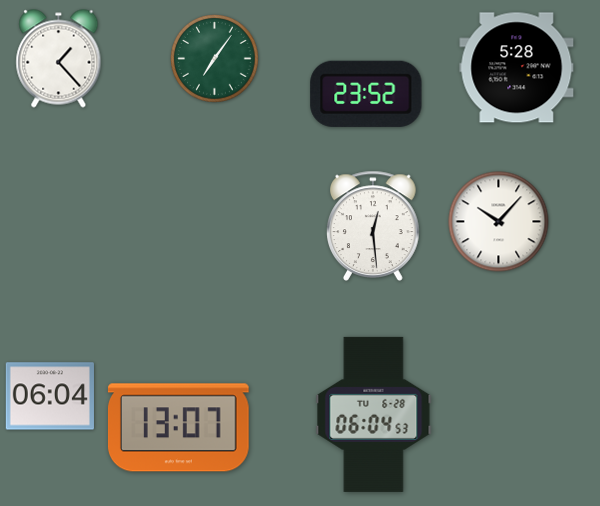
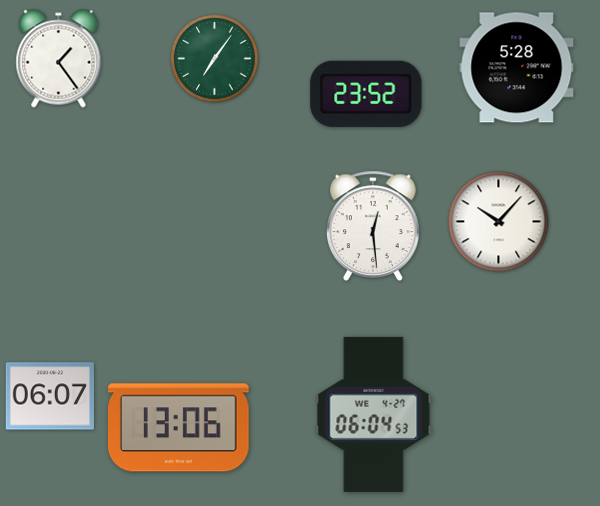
clock at (59, 59): 1:23 -> 1:24
clock at (50, 396): 06:04 -> 06:07
clock at (374, 414) date: TU 6-28 -> WE 4-27
clock at (178, 428): 13:07 -> 13:06
